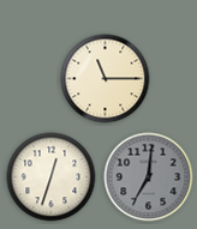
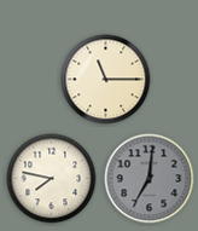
clock at (52, 177): 12:33 -> 7:47
